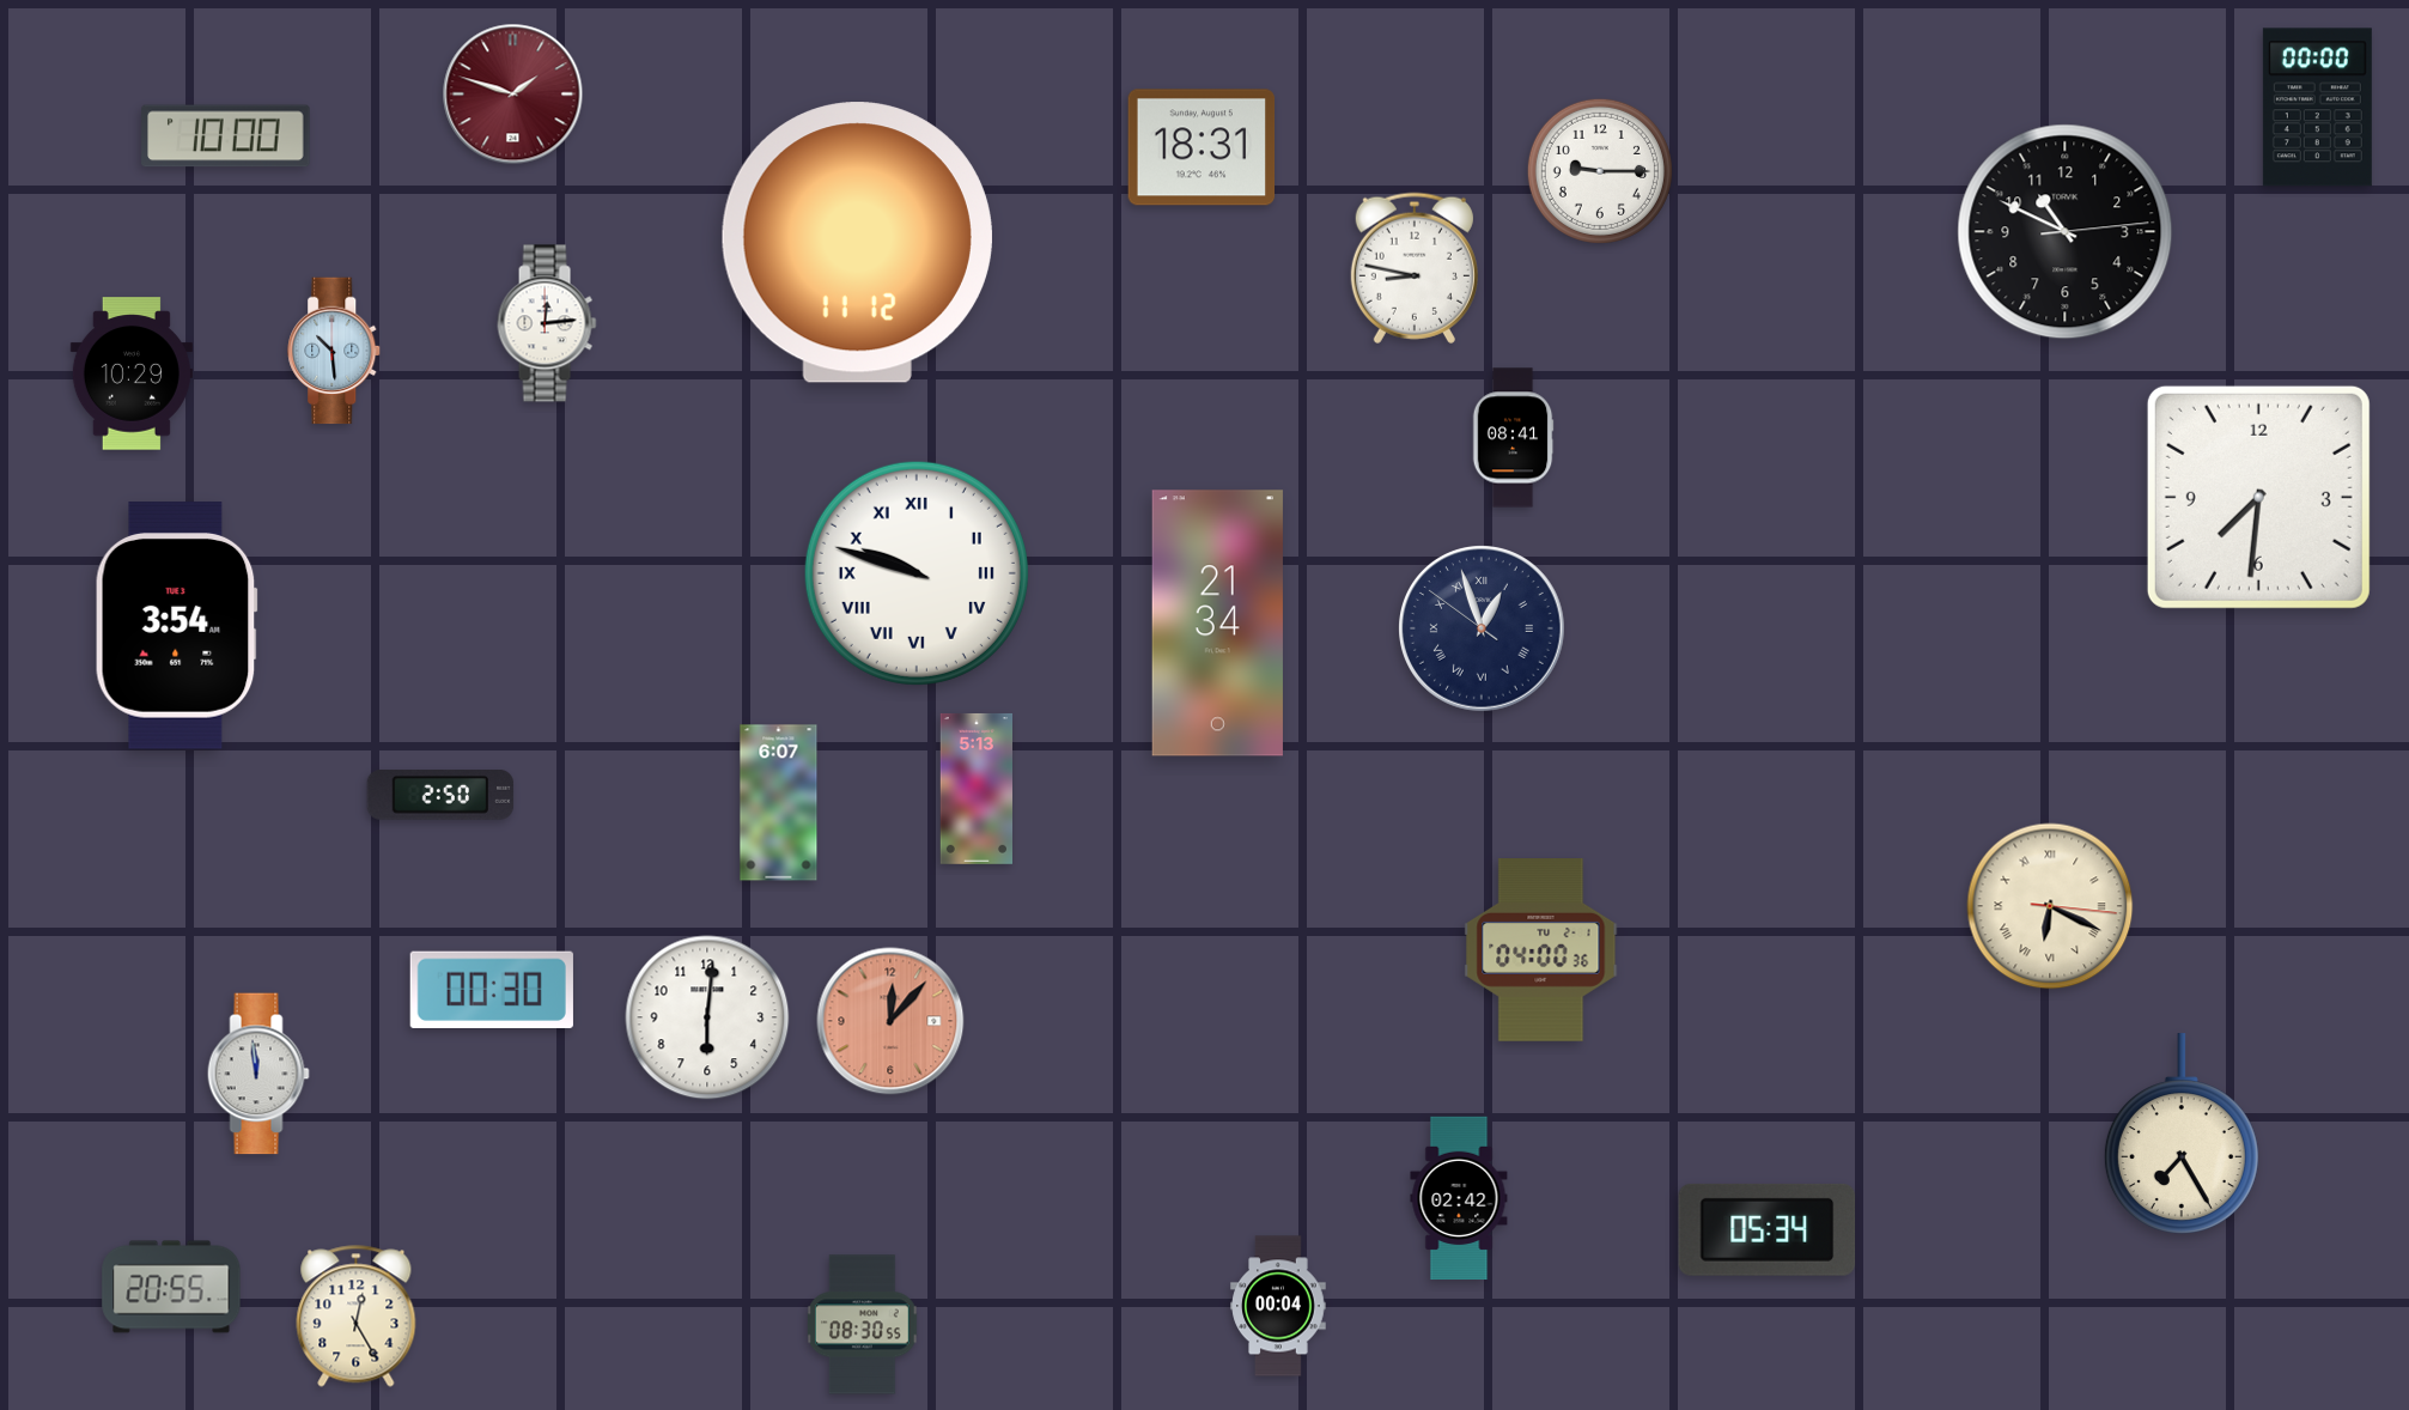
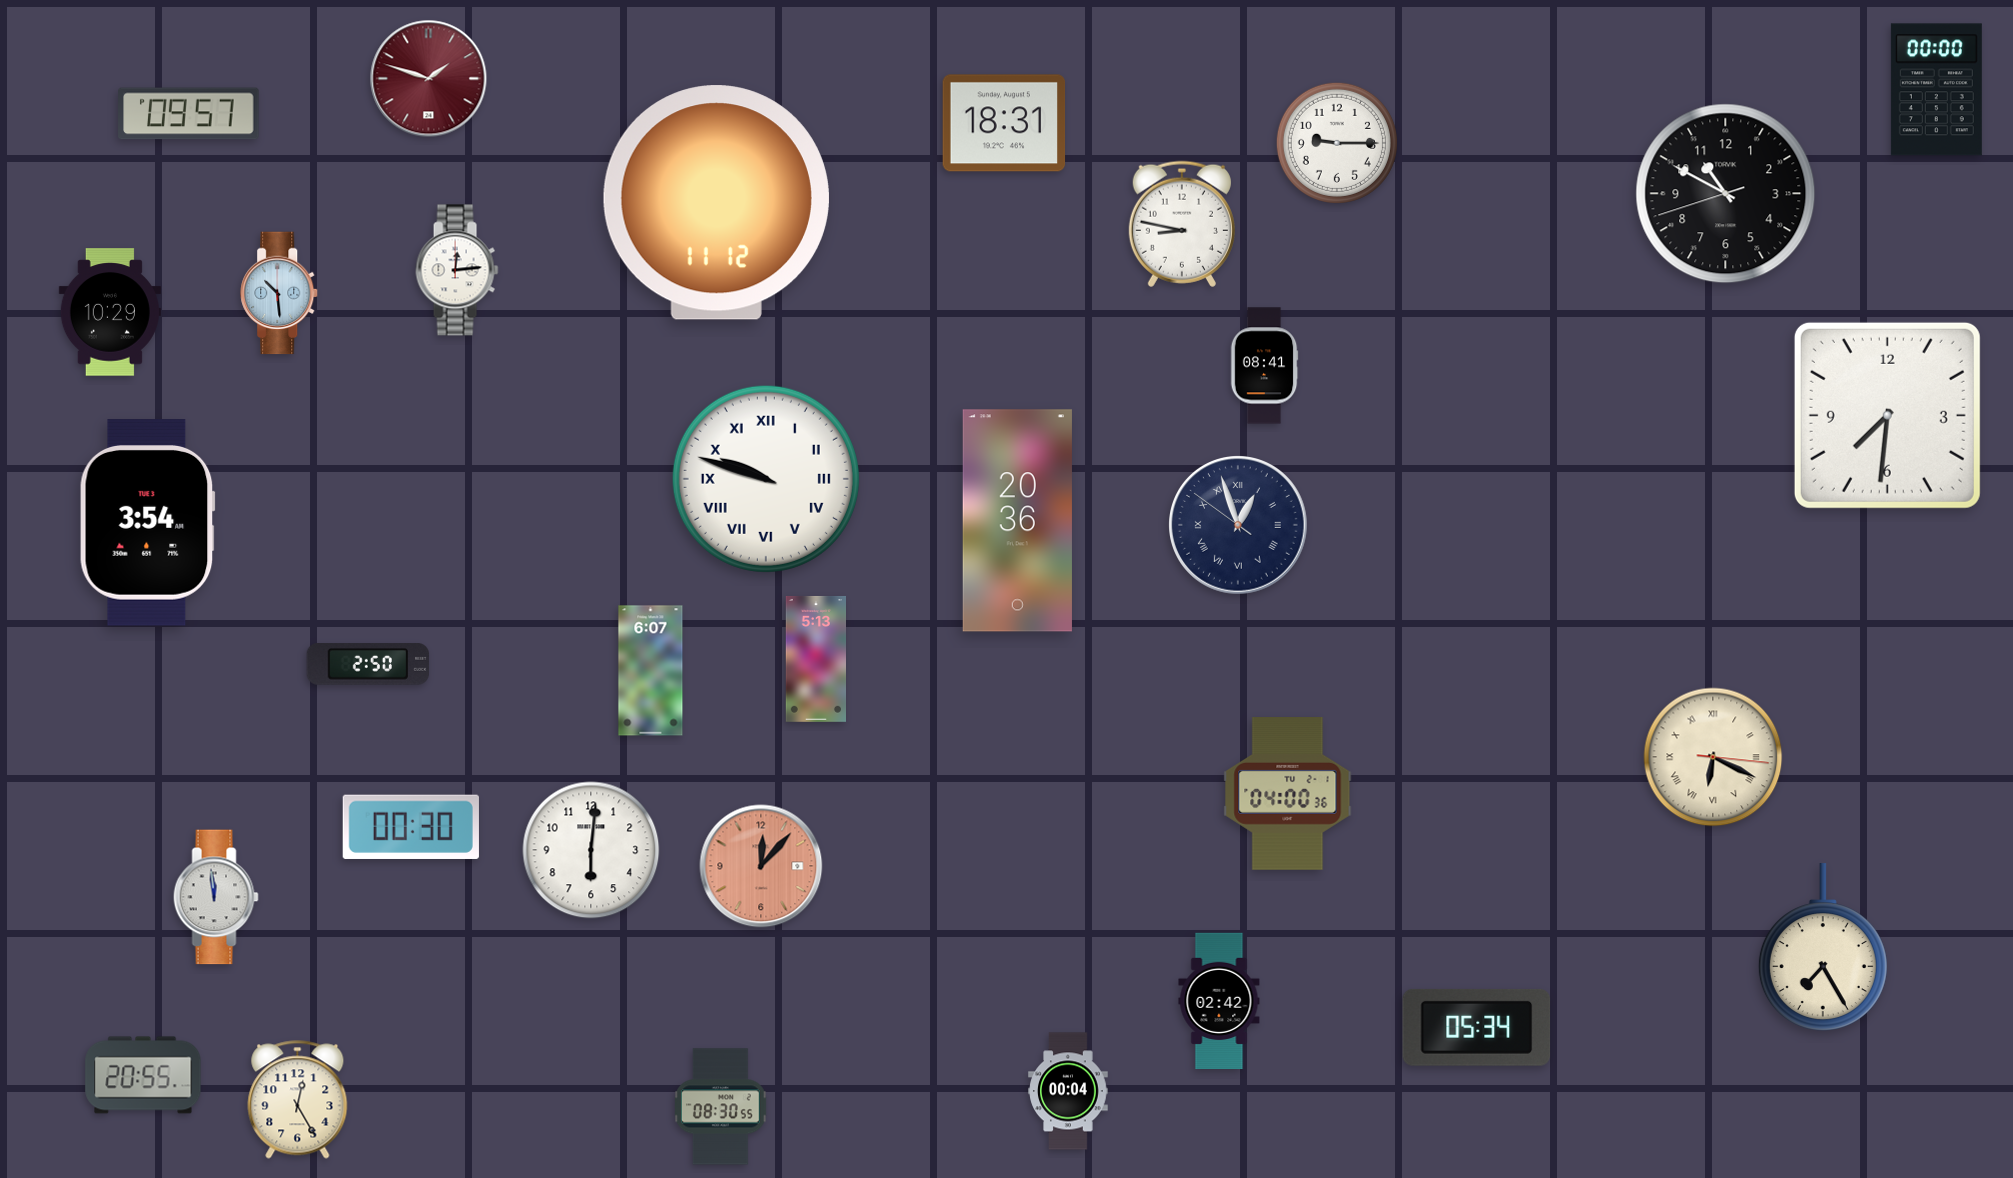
clock at (226, 136): 10:00 -> 09:57
clock at (2066, 232): 10:49:14 -> 10:49:42
clock at (1217, 624): 21:34 -> 20:36
clock at (890, 1021) position: (890, 1021) -> (761, 866)
